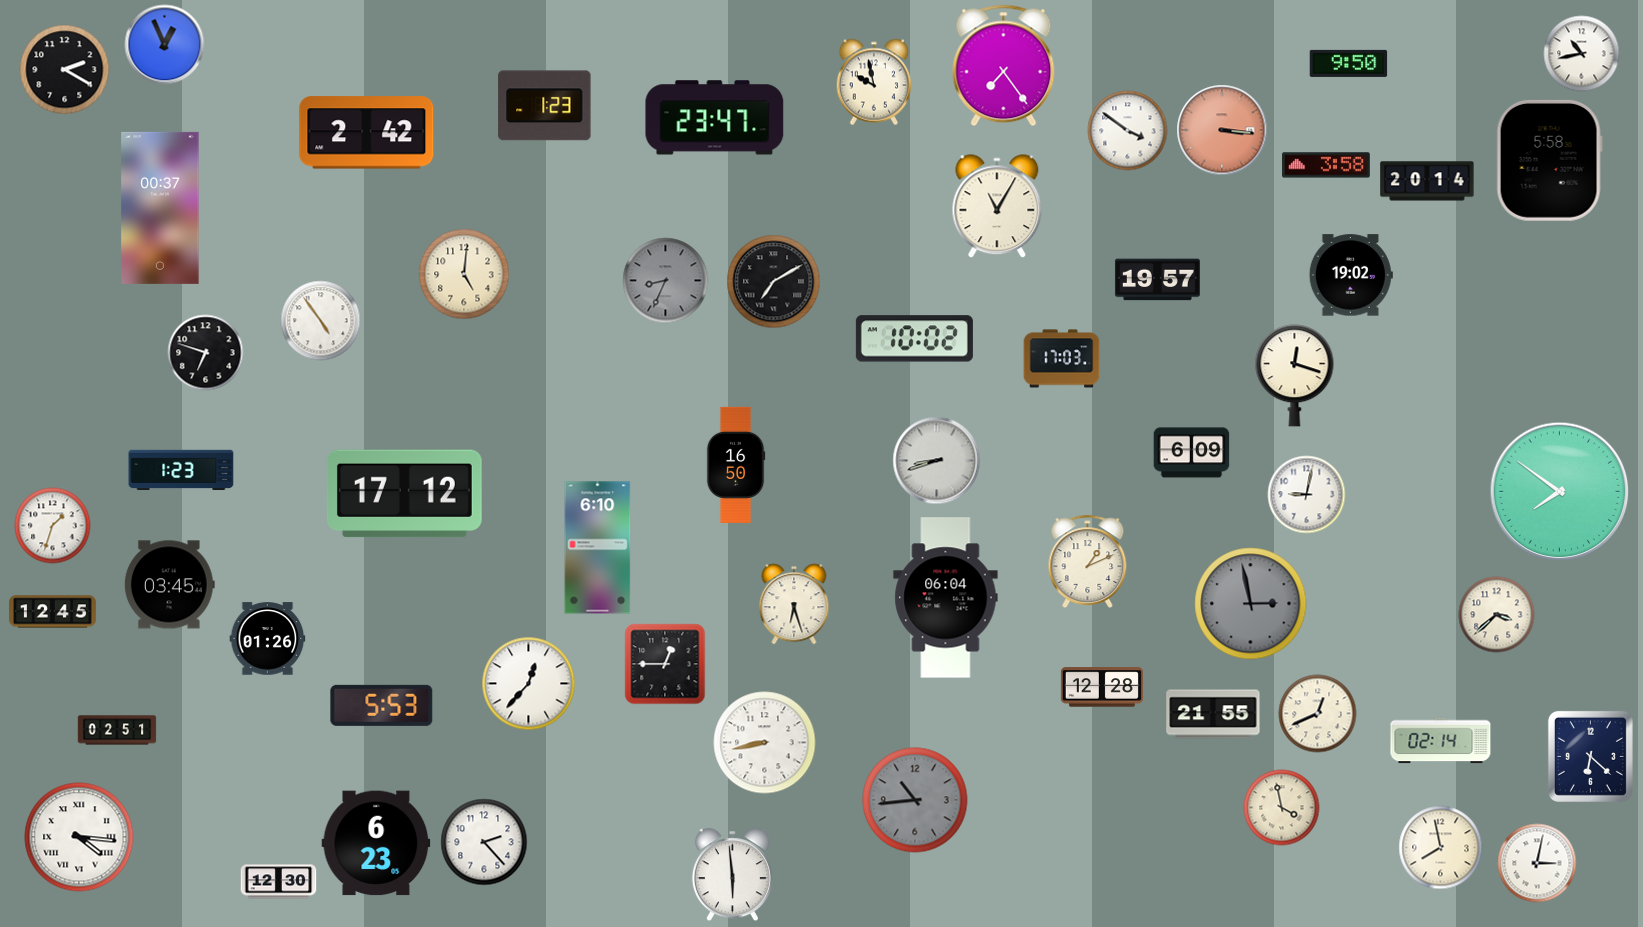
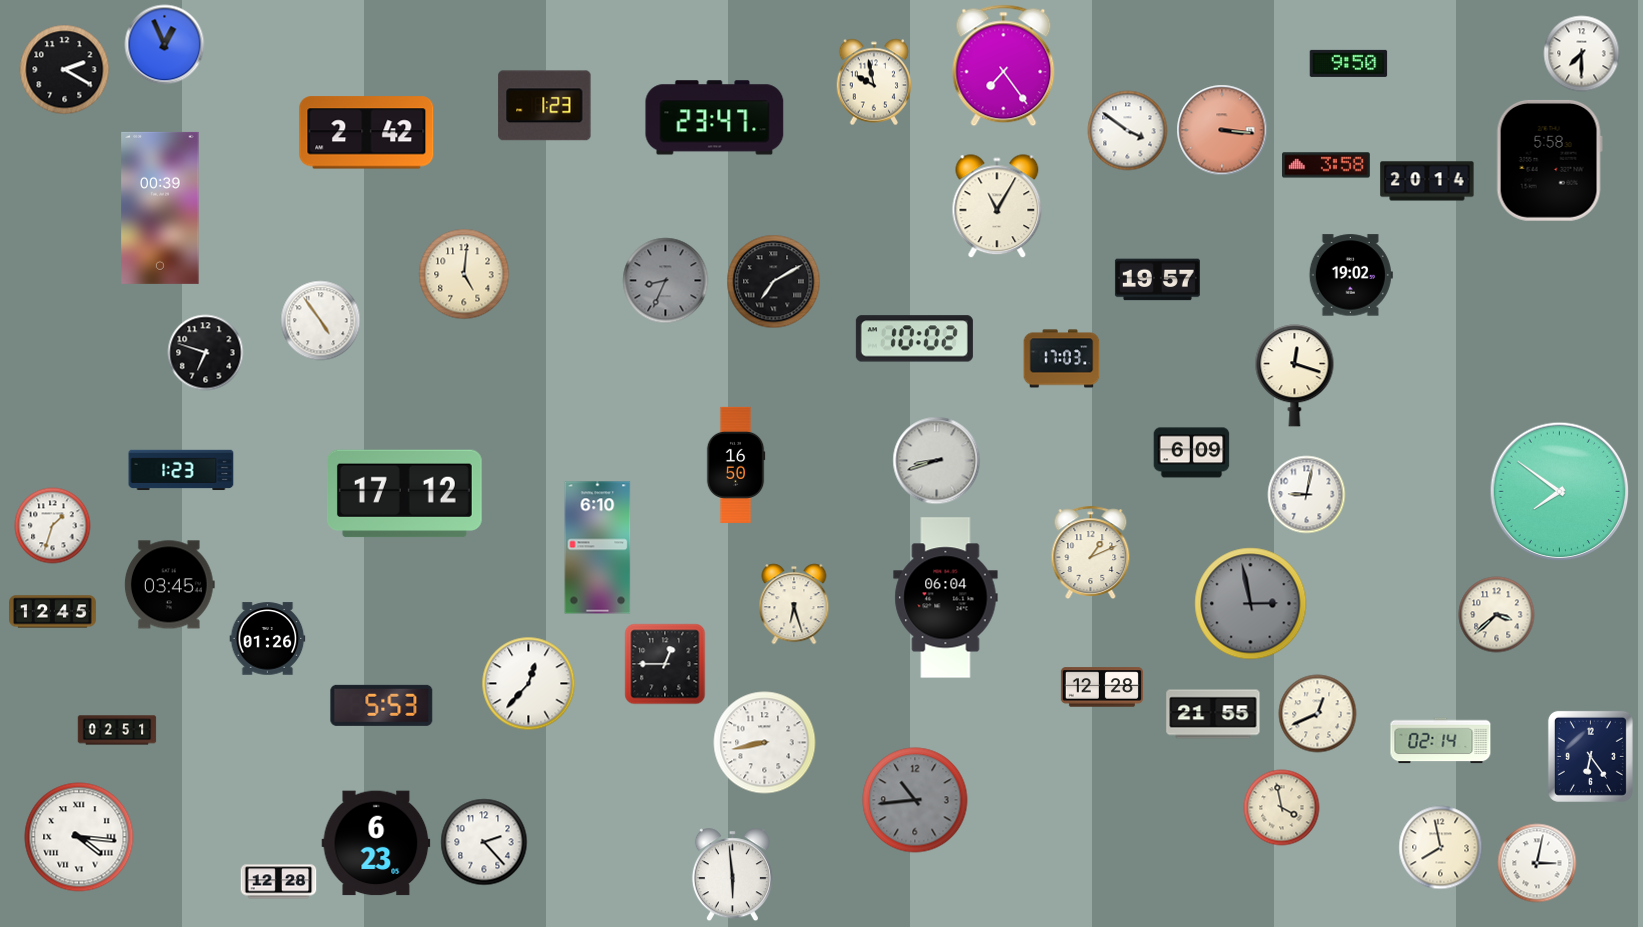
clock at (1582, 54): 10:43 -> 7:30
clock at (160, 208): 00:37 -> 00:39
clock at (1088, 561) position: (1088, 561) -> (1091, 552)
clock at (1590, 756): 6:22 -> 6:24
clock at (279, 882): 12:30 -> 12:28
